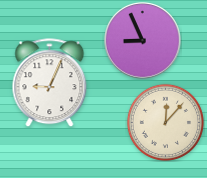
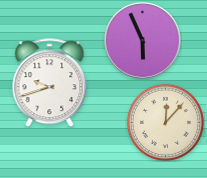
clock at (143, 41): 8:56 -> 5:56
clock at (50, 83): 9:04 -> 9:42
